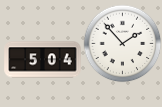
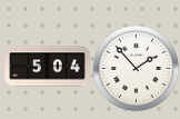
clock at (122, 43) position: (122, 43) -> (136, 68)
